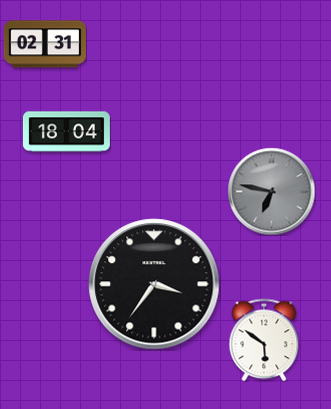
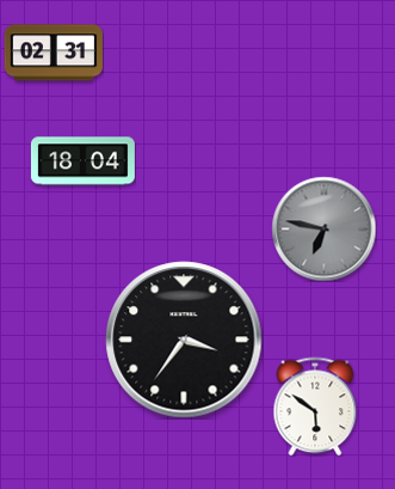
clock at (66, 132) position: (66, 132) -> (82, 161)
